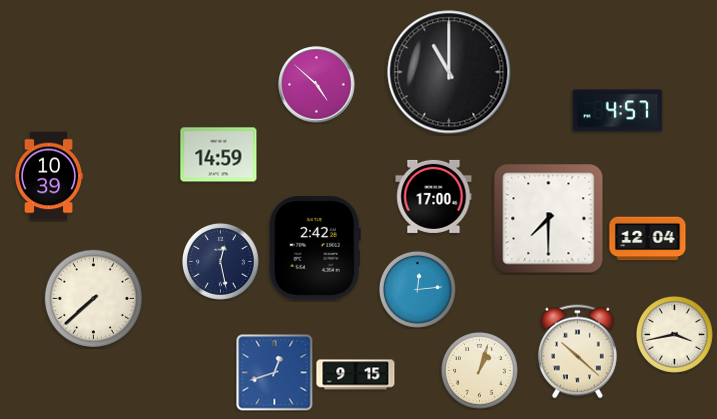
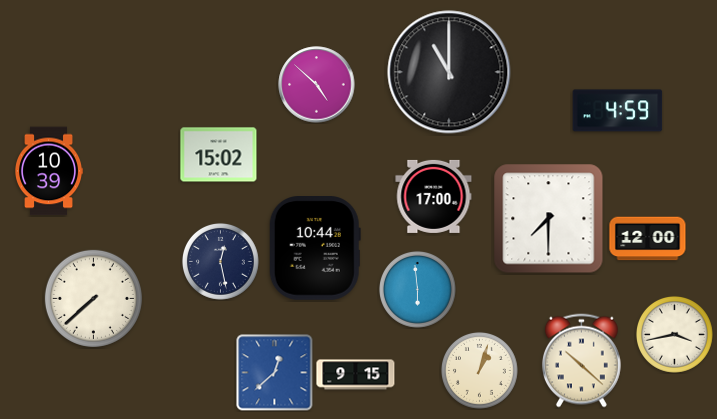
clock at (618, 111): 4:57 -> 4:59
clock at (219, 155): 14:59 -> 15:02
clock at (49, 176) position: (49, 176) -> (49, 171)
clock at (648, 239): 12:04 -> 12:00
clock at (315, 249): 2:42 -> 10:44
clock at (417, 289): 12:14 -> 5:59
clock at (577, 352) position: (577, 352) -> (581, 361)
clock at (275, 373): 12:42 -> 12:38
